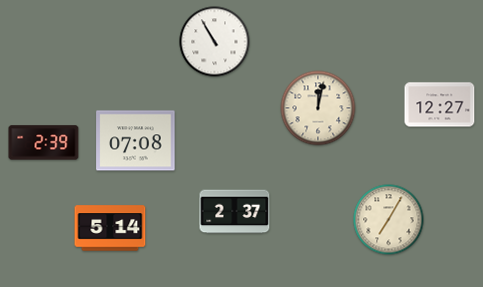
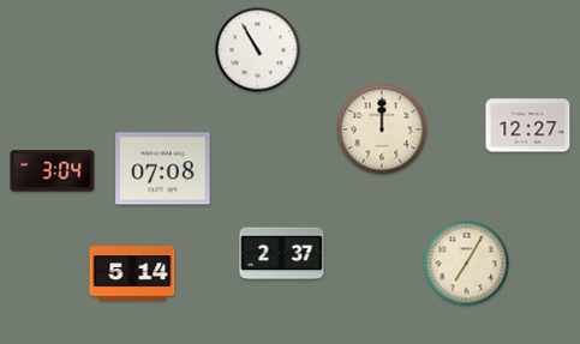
clock at (318, 108): 12:02 -> 12:00
clock at (44, 143): 2:39 -> 3:04
